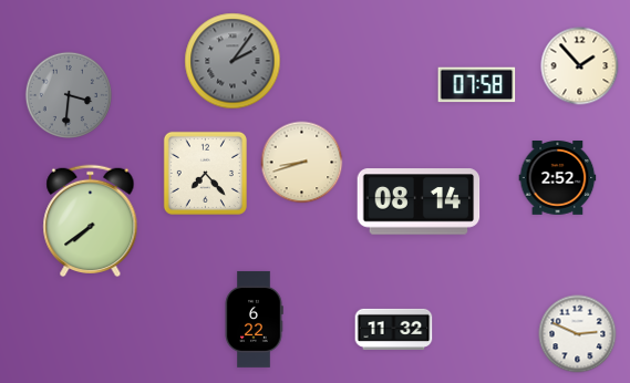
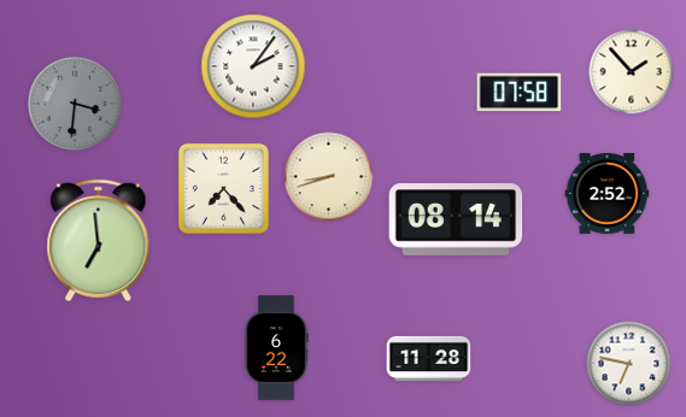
clock at (233, 61) dial: grey -> white
clock at (91, 221): 7:39 -> 6:59
clock at (394, 329): 11:32 -> 11:28
clock at (578, 334): 2:49 -> 6:47
